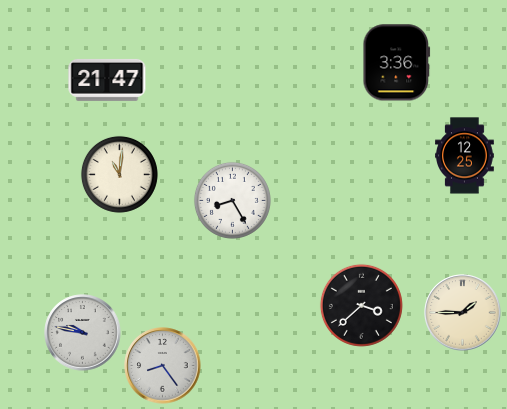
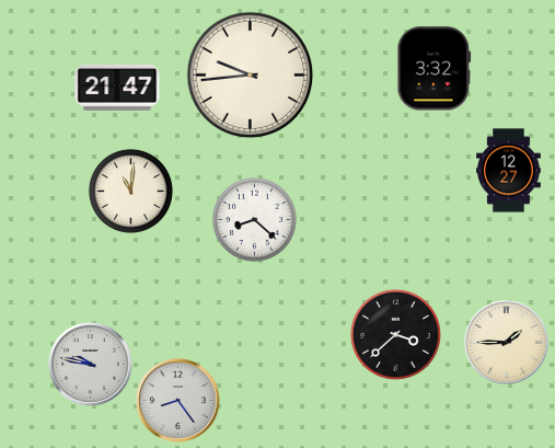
clock at (397, 63): 3:36 -> 3:32
clock at (251, 76): none -> 9:44
clock at (465, 156): 12:25 -> 12:27
clock at (232, 200): 8:25 -> 8:22
